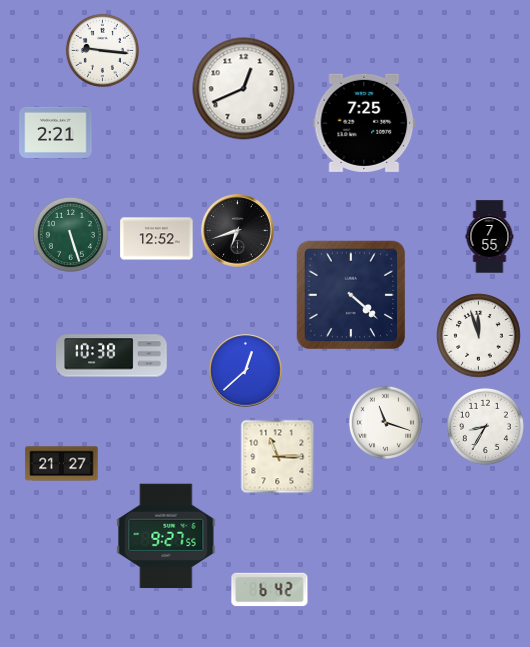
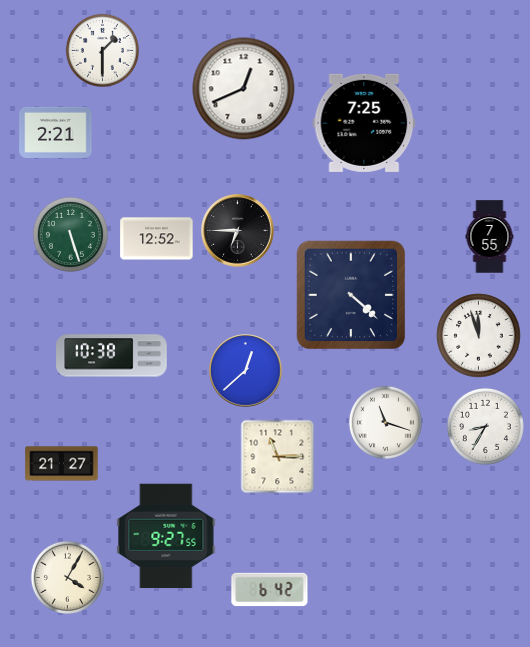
clock at (102, 50): 9:16 -> 1:30
clock at (238, 231): 6:42 -> 6:45
clock at (67, 577): none -> 4:05
